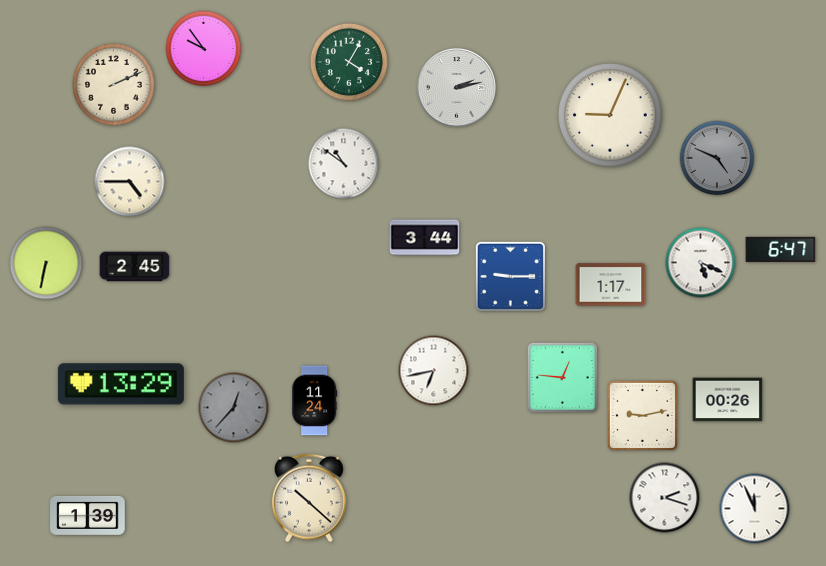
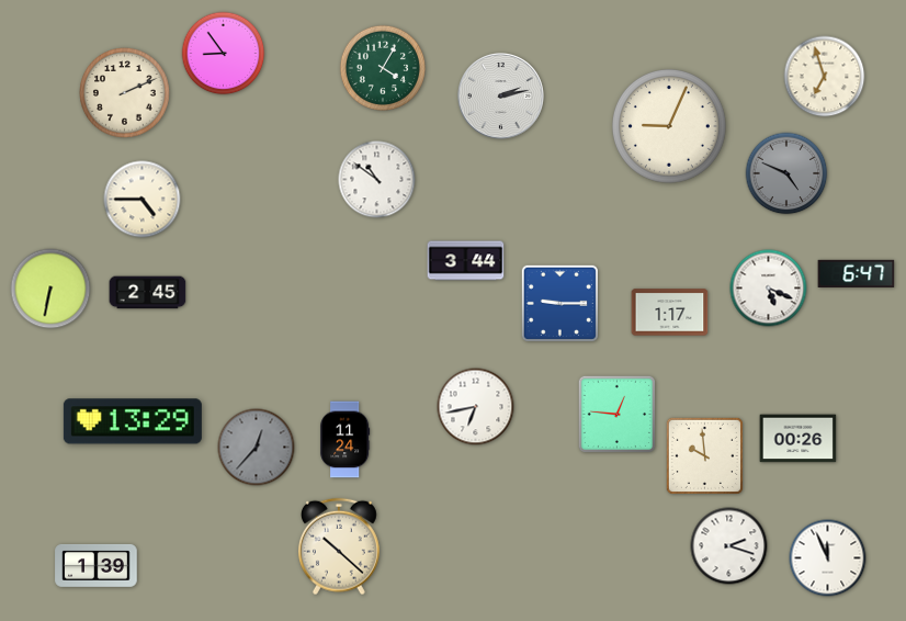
clock at (204, 49): 9:54 -> 8:54
clock at (825, 77): none -> 6:57
clock at (642, 415): 9:13 -> 9:59
